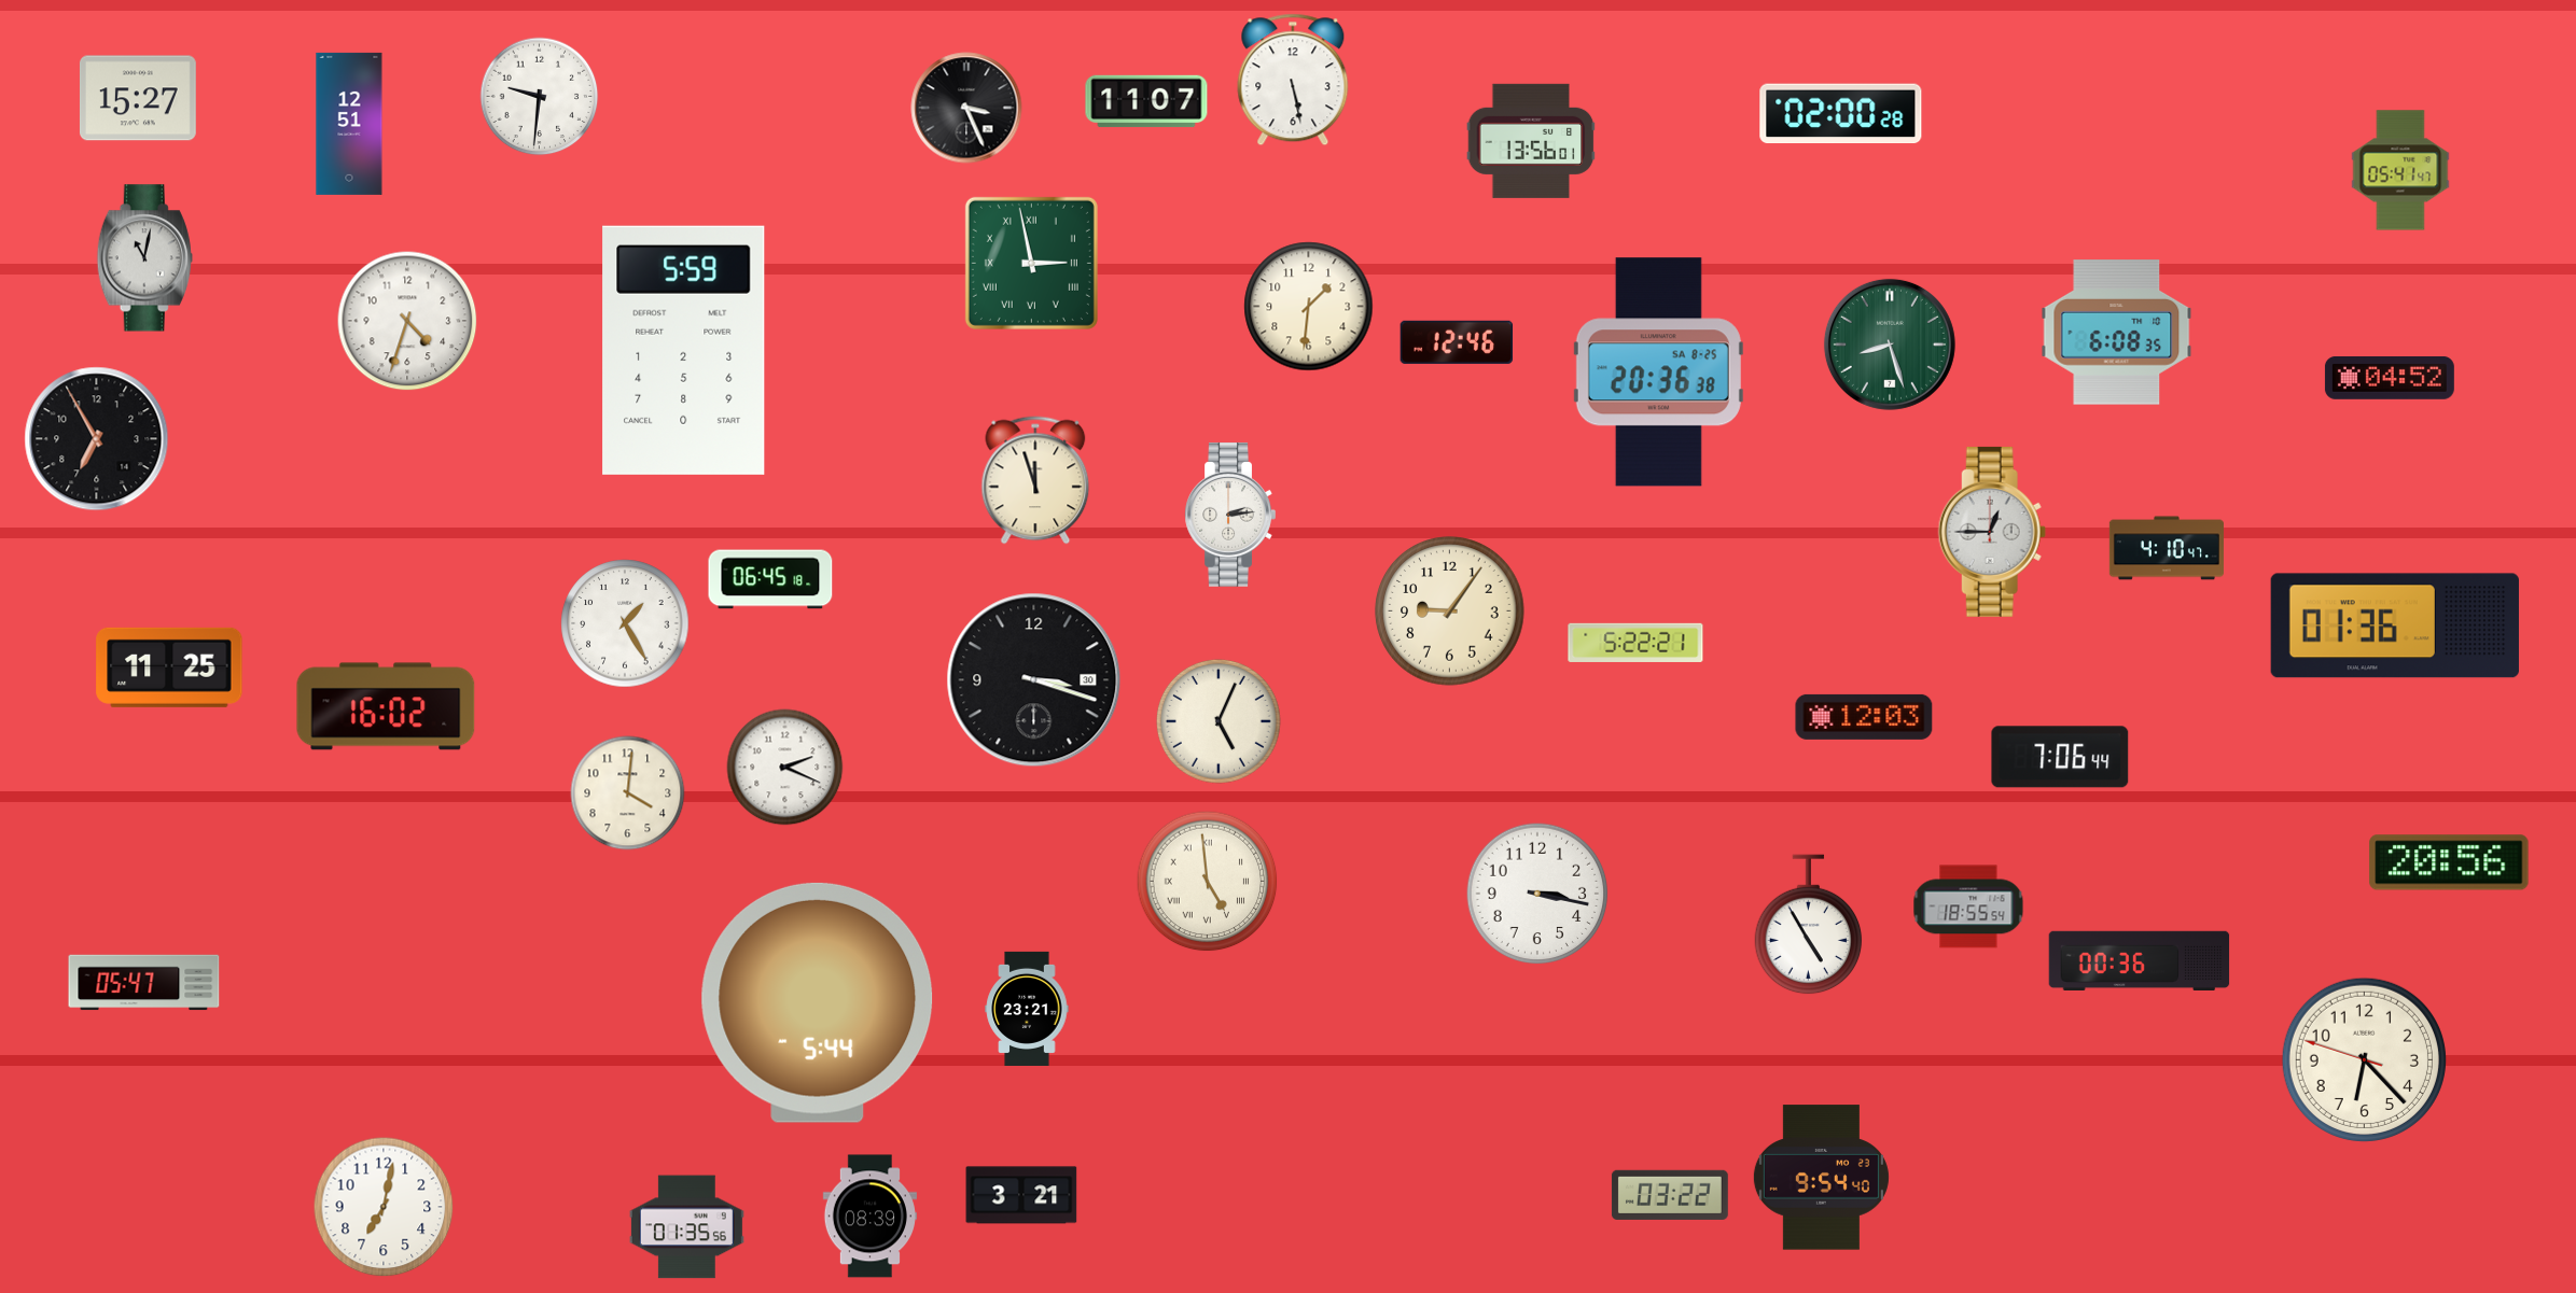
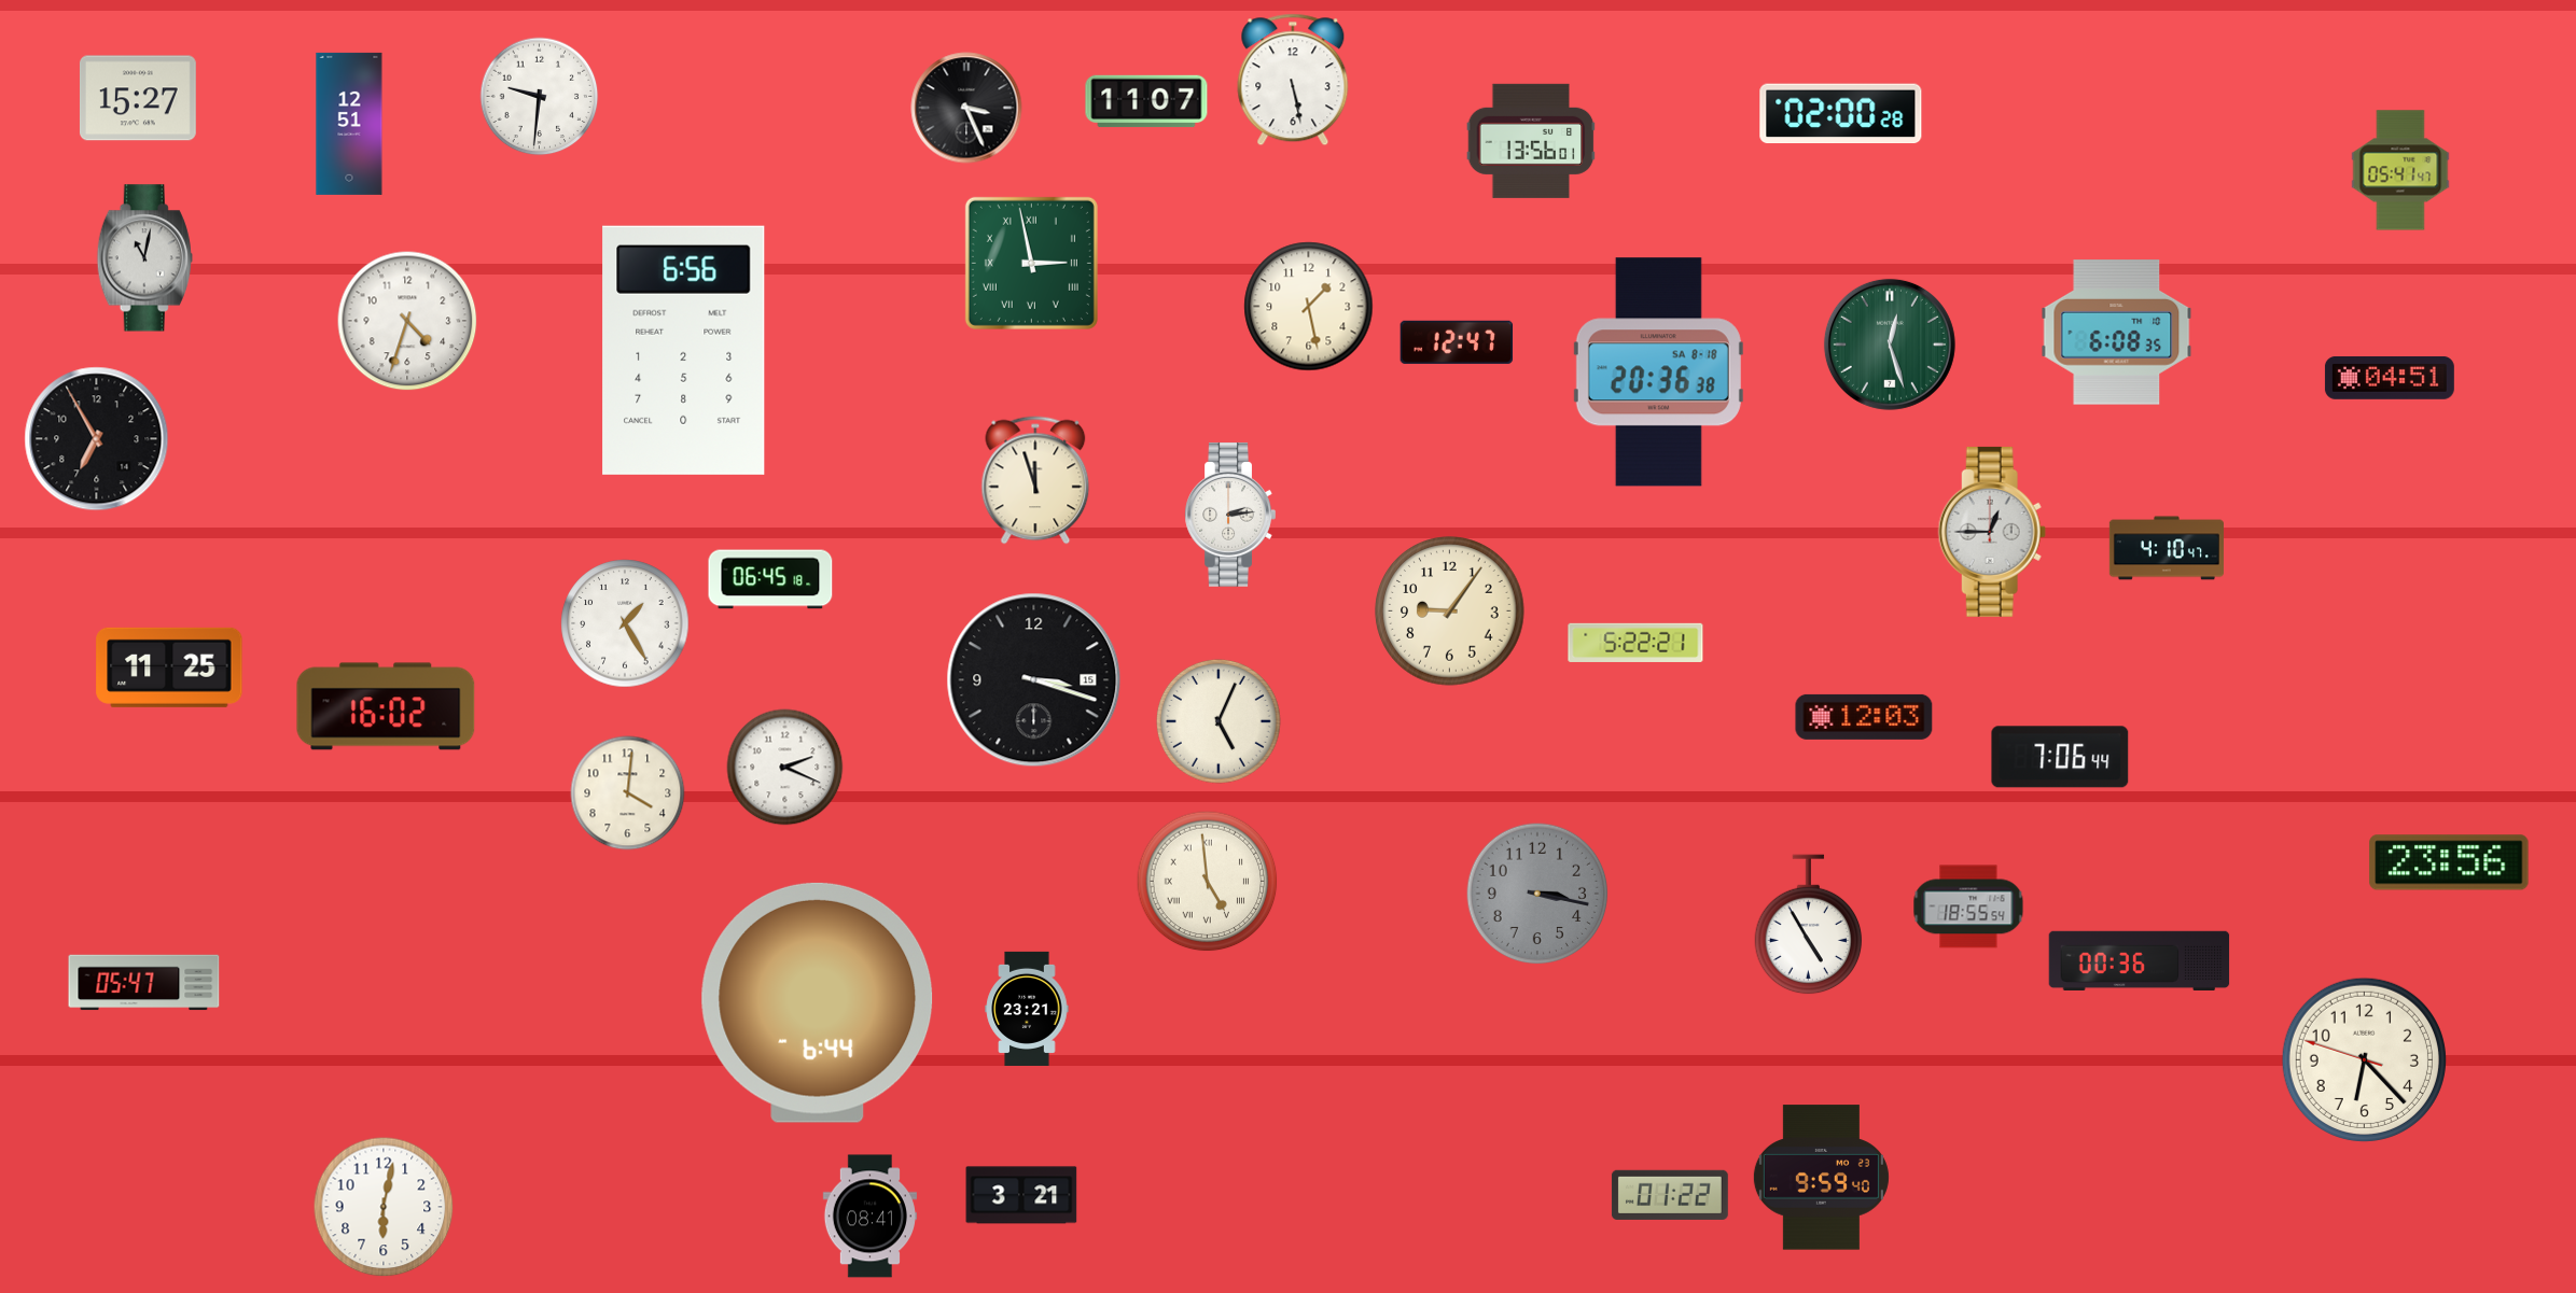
clock at (1309, 307): 1:31 -> 1:28
clock at (1457, 342): 12:46 -> 12:47
clock at (1890, 345): 8:27 -> 12:27
clock at (684, 350): 5:59 -> 6:56
clock at (1658, 373) date: SA 8-25 -> SA 8-18
clock at (2390, 378): 04:52 -> 04:51
clock at (2395, 626): 01:36 -> none
clock at (1034, 680) date: 30 -> 15
clock at (2449, 862): 20:56 -> 23:56
clock at (1537, 894) dial: white -> grey
clock at (818, 1002): 5:44 -> 6:44
clock at (1821, 1178): 9:54 -> 9:59
clock at (1670, 1195): 03:22 -> 01:22
clock at (384, 1207): 7:02 -> 6:02
clock at (869, 1217): 08:39 -> 08:41
clock at (686, 1227): 01:35 -> none
